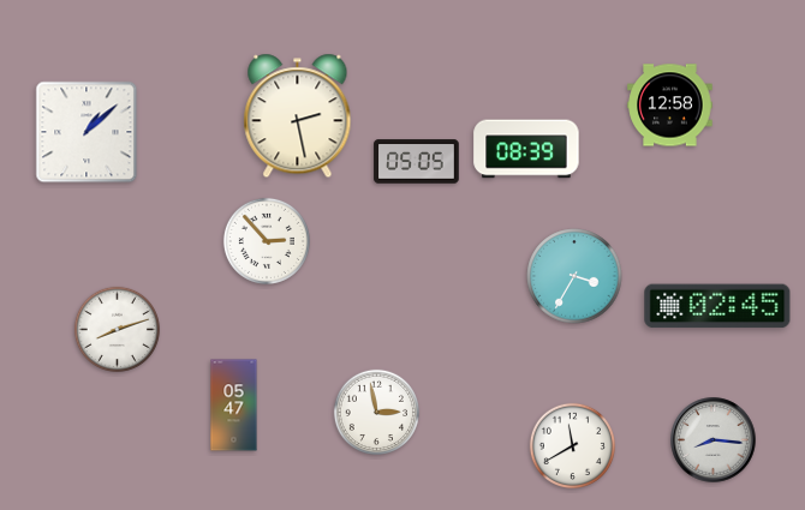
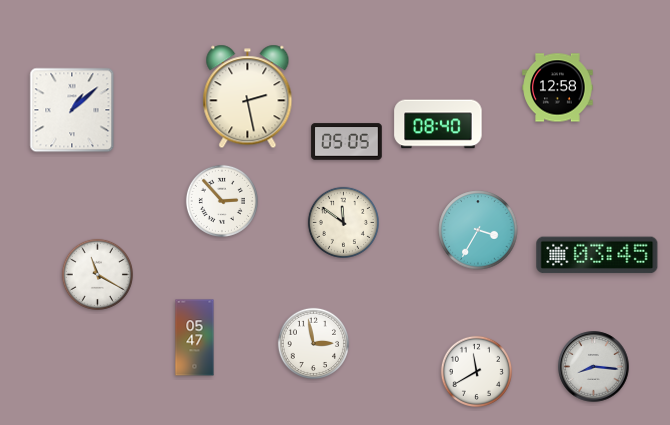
clock at (526, 149): 08:39 -> 08:40
clock at (417, 162) position: (417, 162) -> (347, 142)
clock at (343, 222): none -> 11:51
clock at (717, 306): 02:45 -> 03:45
clock at (117, 329): 8:12 -> 11:20
